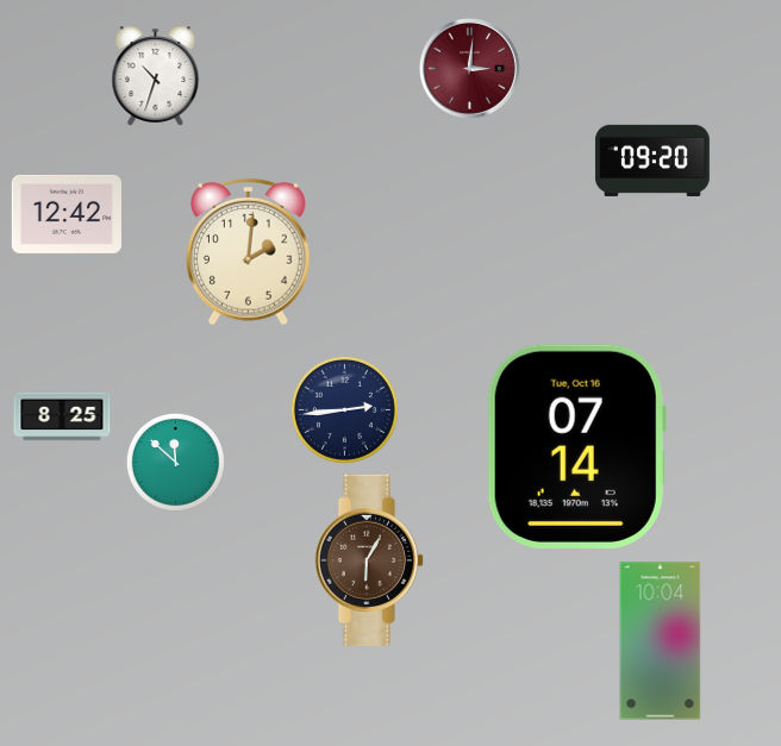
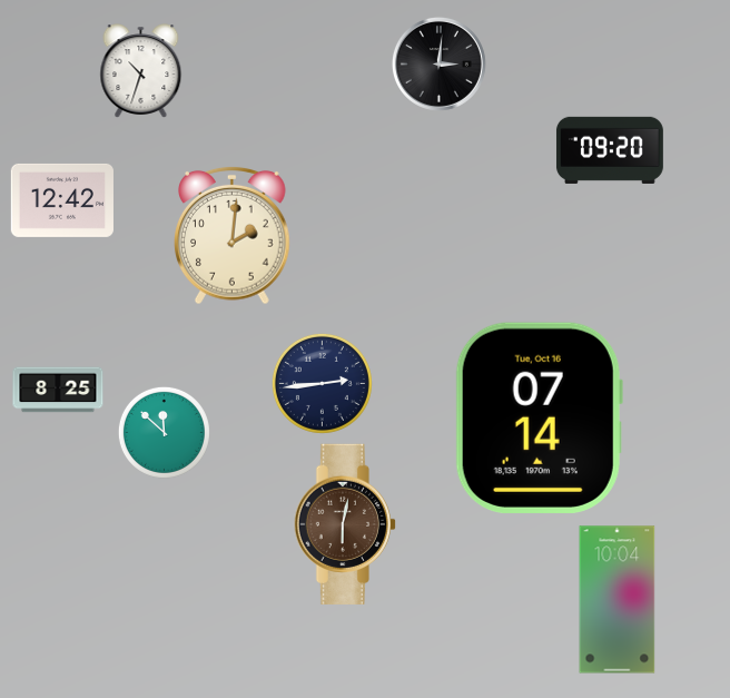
clock at (469, 68) dial: burgundy -> black
clock at (156, 76) position: (156, 76) -> (141, 71)
clock at (368, 559): 6:05 -> 6:02
